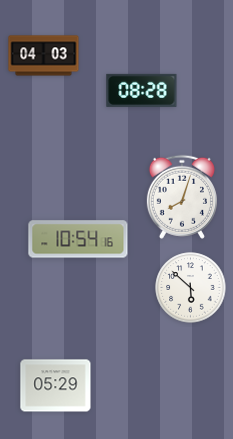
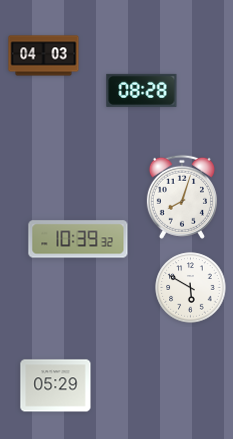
clock at (78, 239): 10:54 -> 10:39
clock at (191, 288): 5:52 -> 5:50
